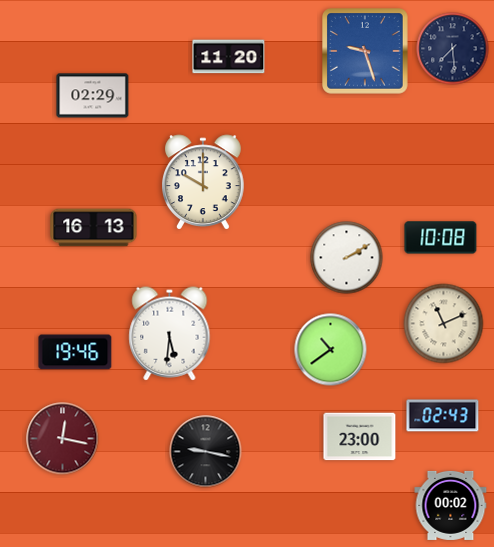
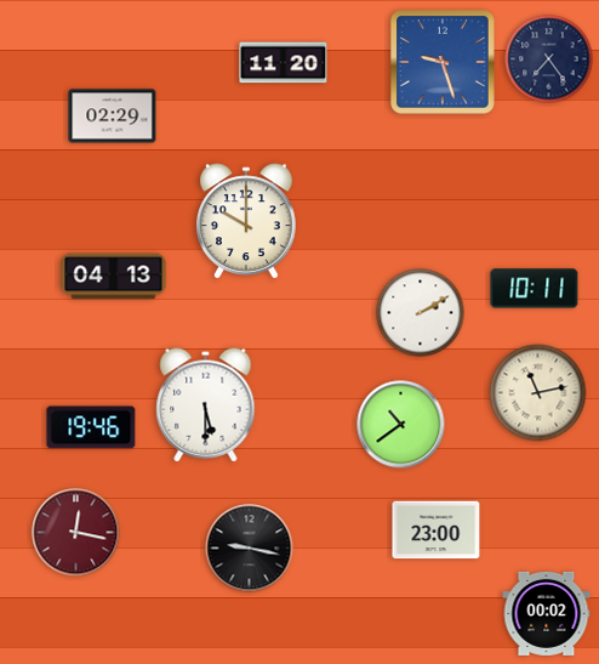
clock at (453, 49): 7:29 -> 7:24
clock at (229, 57) position: (229, 57) -> (284, 63)
clock at (94, 228): 16:13 -> 04:13
clock at (441, 238): 10:08 -> 10:11
clock at (444, 324): 11:11 -> 11:13
clock at (170, 334): 5:31 -> 5:30
clock at (443, 416): 02:43 -> none
